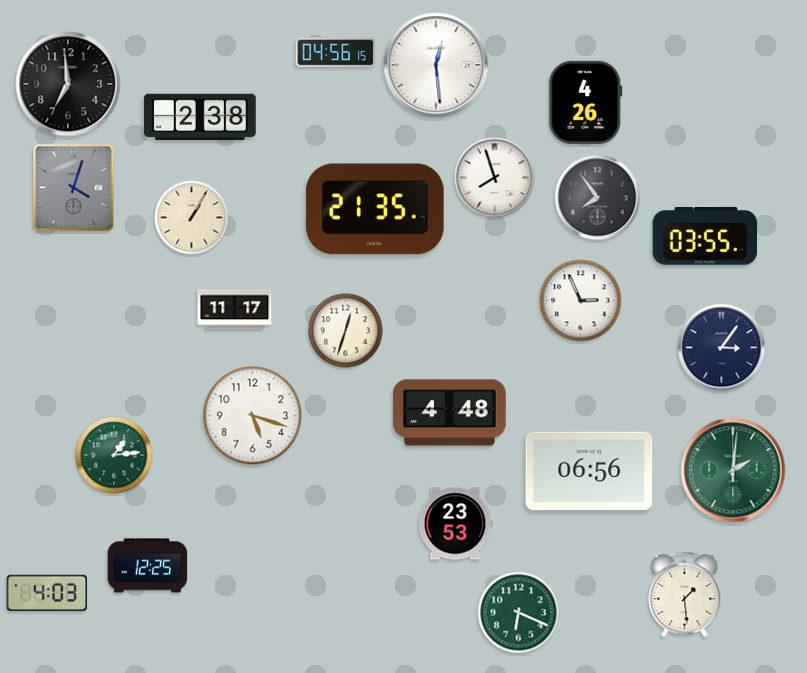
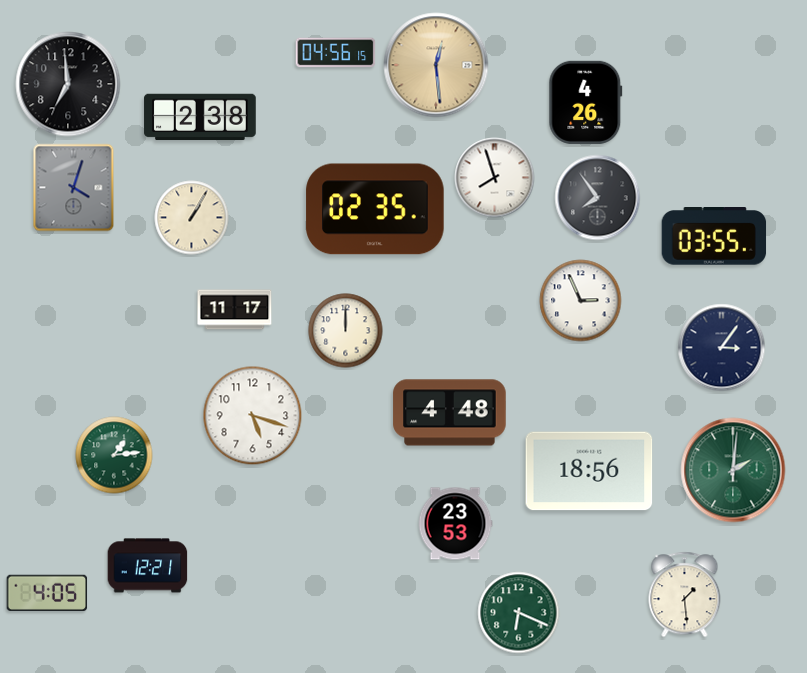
clock at (436, 65) dial: white -> champagne
clock at (375, 209): 21:35 -> 02:35
clock at (705, 236) position: (705, 236) -> (714, 236)
clock at (346, 331): 12:33 -> 12:00
clock at (589, 471): 06:56 -> 18:56
clock at (148, 566): 12:25 -> 12:21
clock at (47, 593): 4:03 -> 4:05
